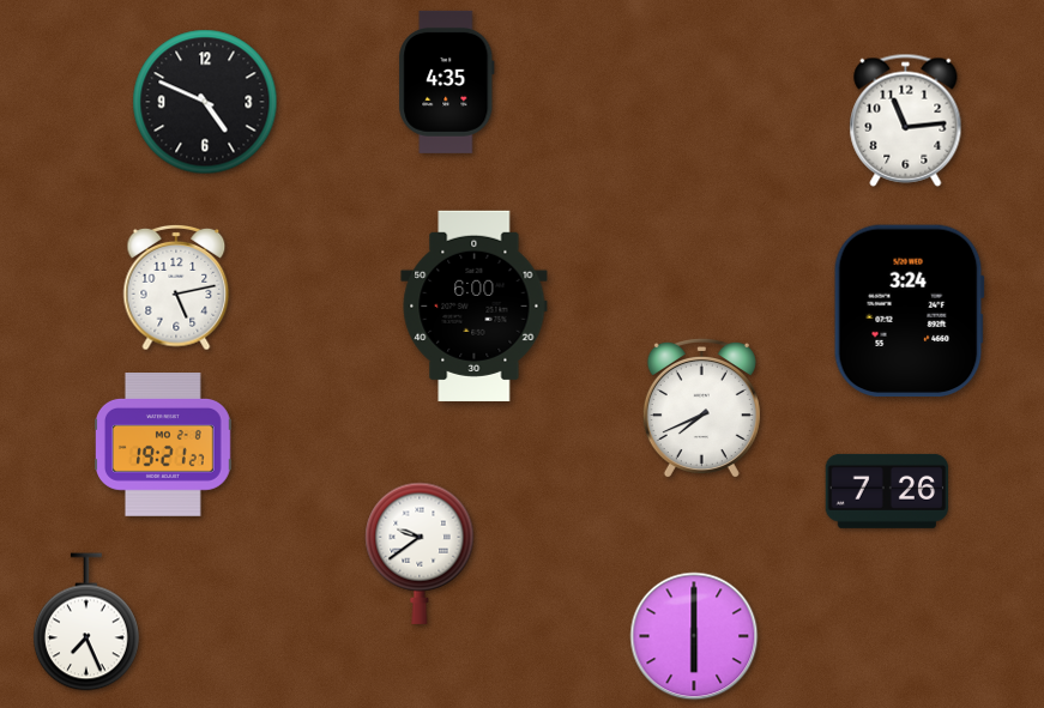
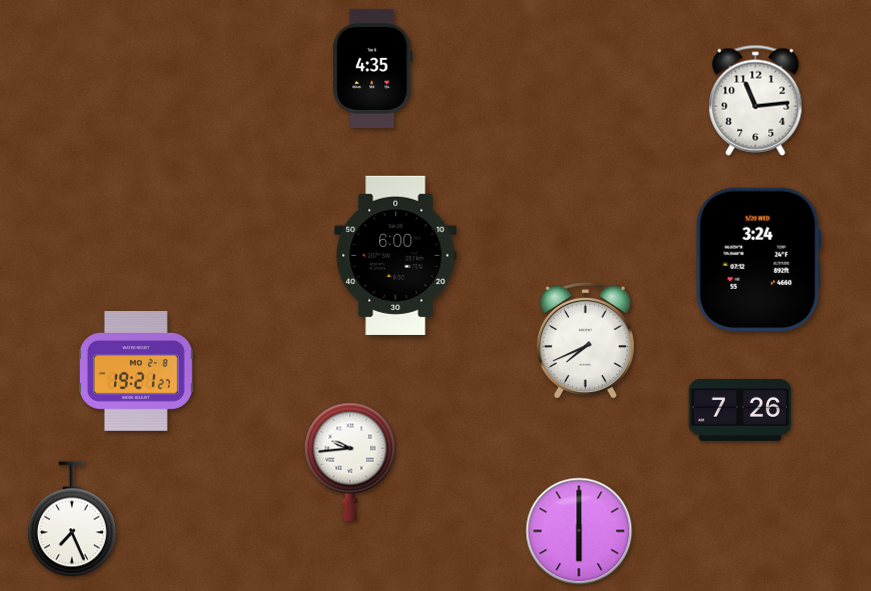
clock at (205, 102): 4:49 -> none
clock at (176, 288): 5:13 -> none
clock at (420, 553): 9:39 -> 9:44
